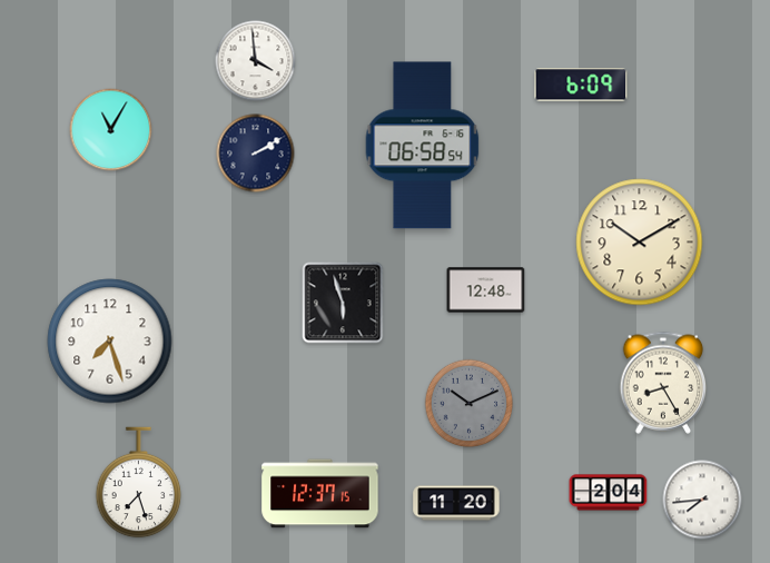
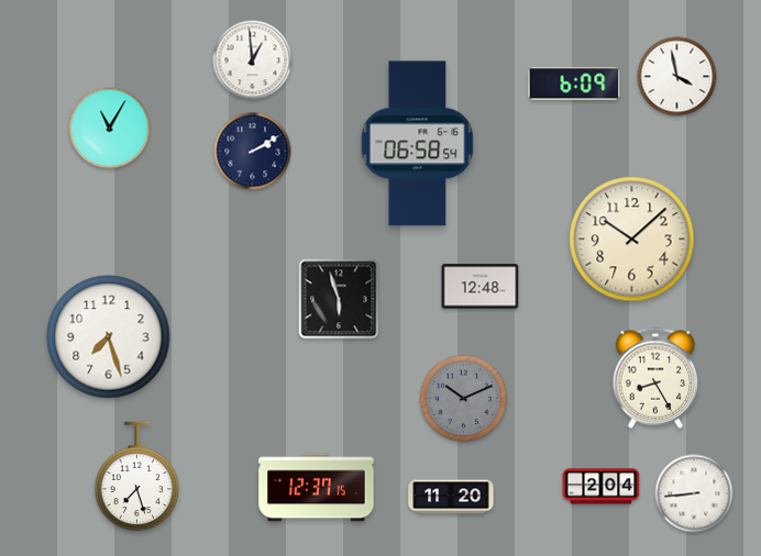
clock at (256, 61): 3:59 -> 12:59
clock at (677, 77): none -> 3:58
clock at (640, 243): 10:10 -> 10:08
clock at (702, 500): 7:44 -> 8:44
